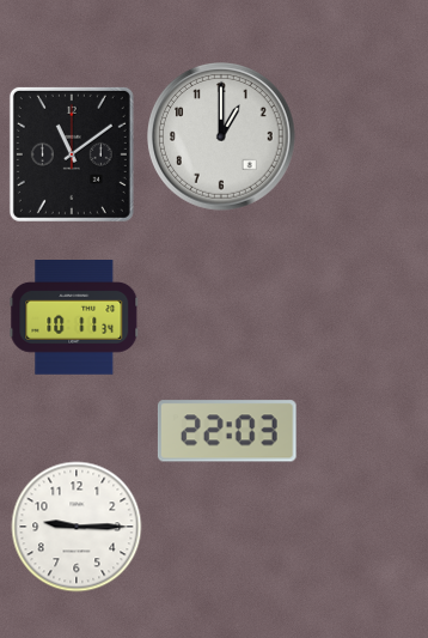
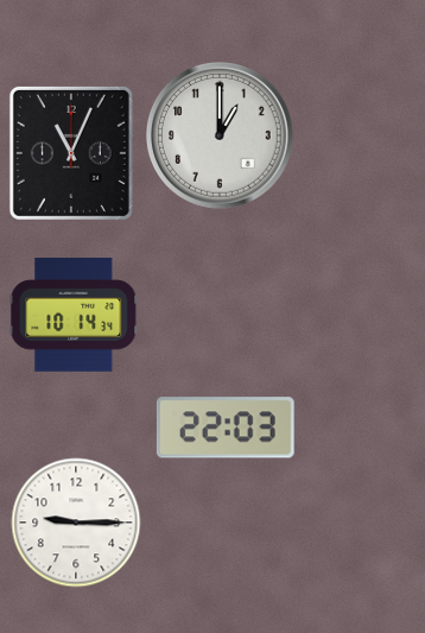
clock at (72, 154): 11:09 -> 11:04
clock at (74, 318): 10:11 -> 10:14
